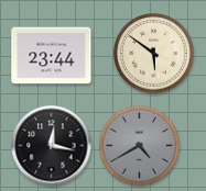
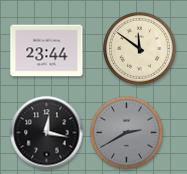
clock at (154, 54): 5:51 -> 11:51
clock at (140, 146): 4:40 -> 2:40
